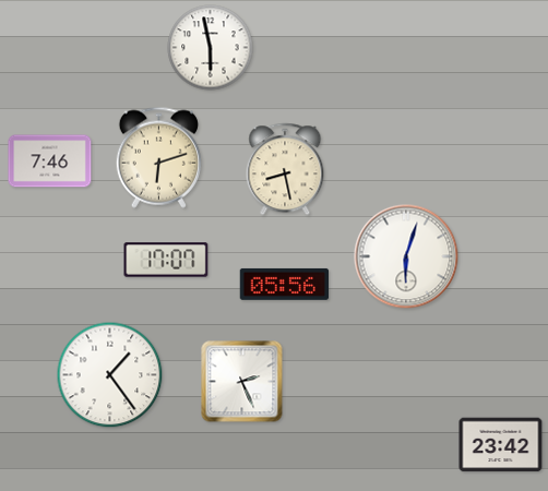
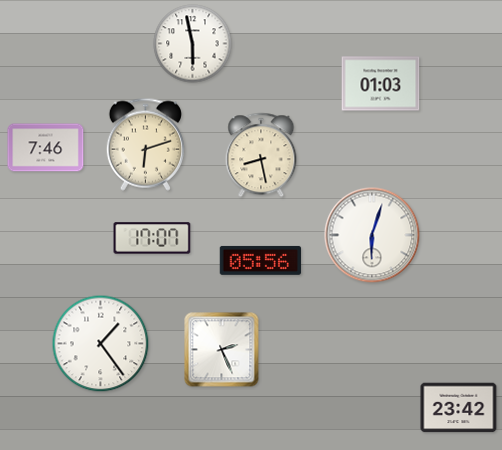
clock at (381, 84): none -> 01:03
